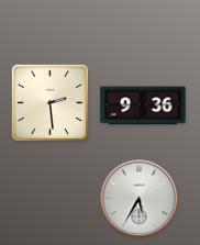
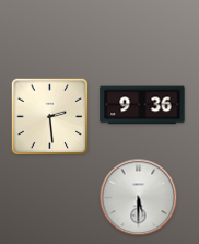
clock at (51, 103) position: (51, 103) -> (50, 117)
clock at (140, 199): 5:35 -> 5:30
